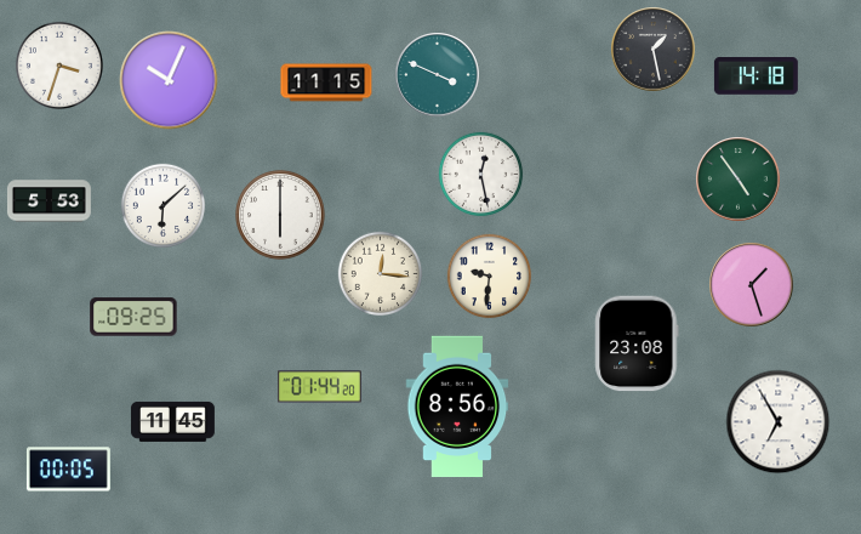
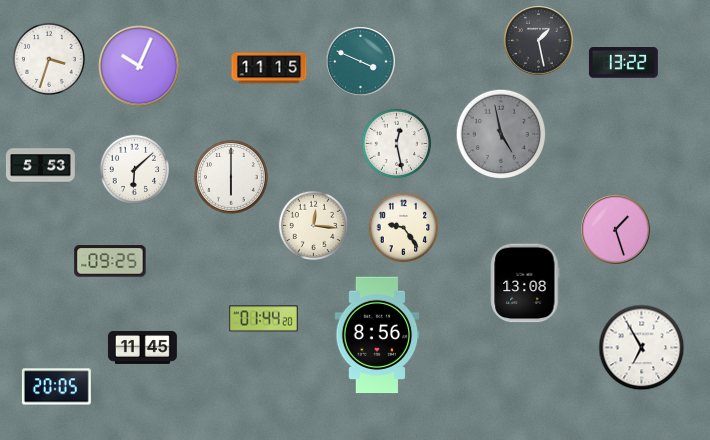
clock at (59, 66) position: (59, 66) -> (49, 59)
clock at (755, 76): 14:18 -> 13:22
clock at (501, 134): none -> 4:58
clock at (739, 180): 4:54 -> none
clock at (490, 277): 9:31 -> 9:24
clock at (752, 285) position: (752, 285) -> (616, 230)
clock at (637, 343): 23:08 -> 13:08
clock at (68, 470): 00:05 -> 20:05
